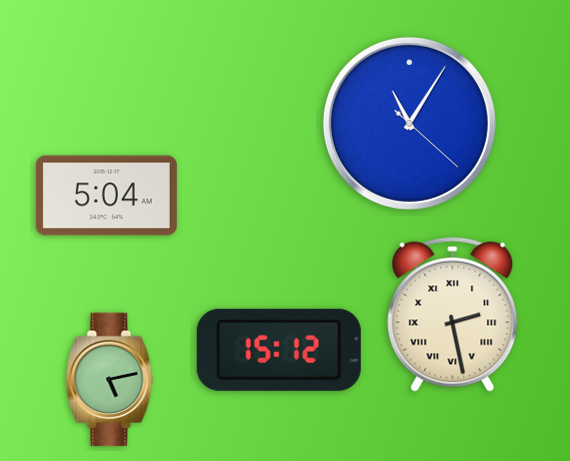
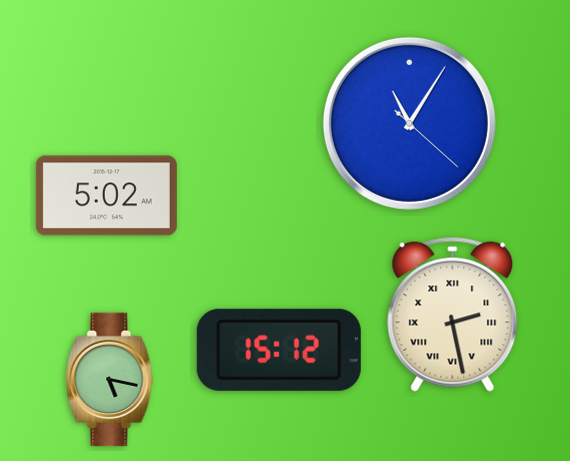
clock at (106, 196): 5:04 -> 5:02
clock at (110, 380): 5:13 -> 5:17
